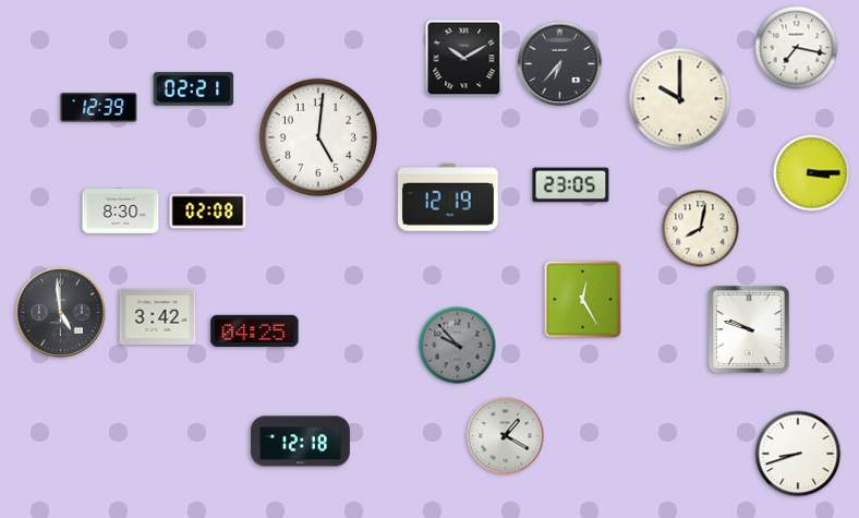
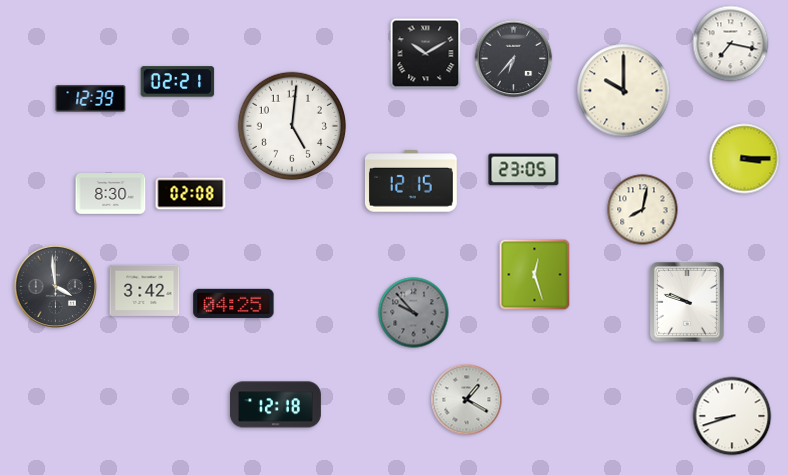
clock at (449, 197): 12:19 -> 12:15
clock at (583, 300): 12:25 -> 12:27
clock at (60, 312): 4:59 -> 3:59
clock at (458, 346) position: (458, 346) -> (414, 313)
clock at (506, 436) position: (506, 436) -> (467, 400)
